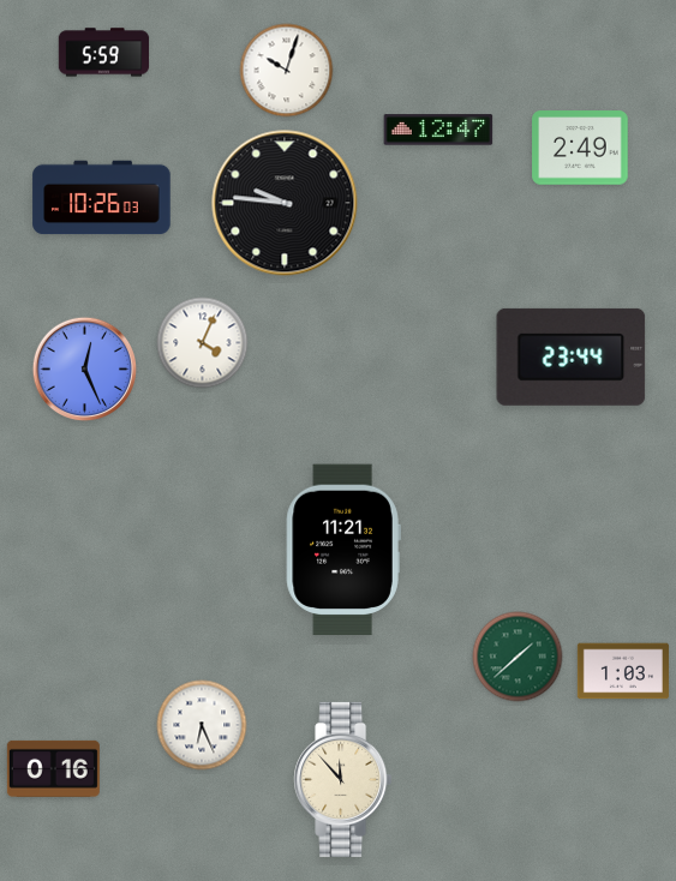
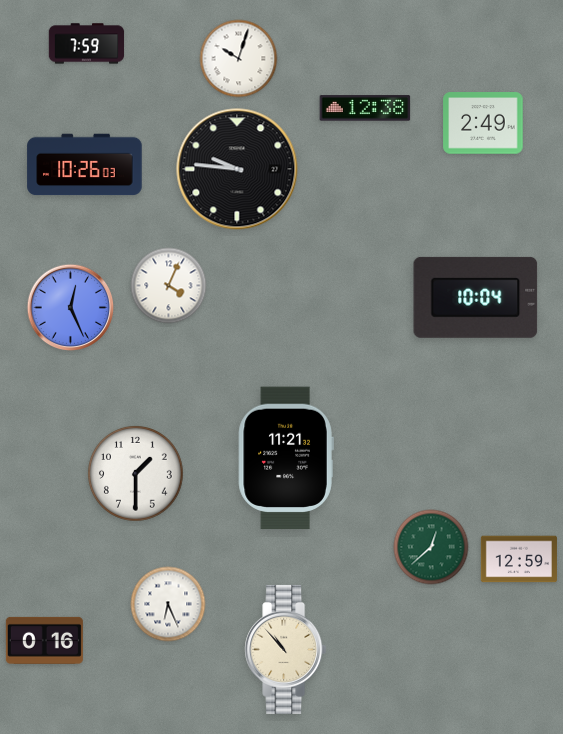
clock at (104, 53): 5:59 -> 7:59
clock at (438, 130): 12:47 -> 12:38
clock at (572, 356): 23:44 -> 10:04
clock at (136, 474): none -> 1:30
clock at (518, 657): 1:38 -> 12:38
clock at (623, 671): 1:03 -> 12:59
clock at (343, 779): 11:53 -> 10:53
